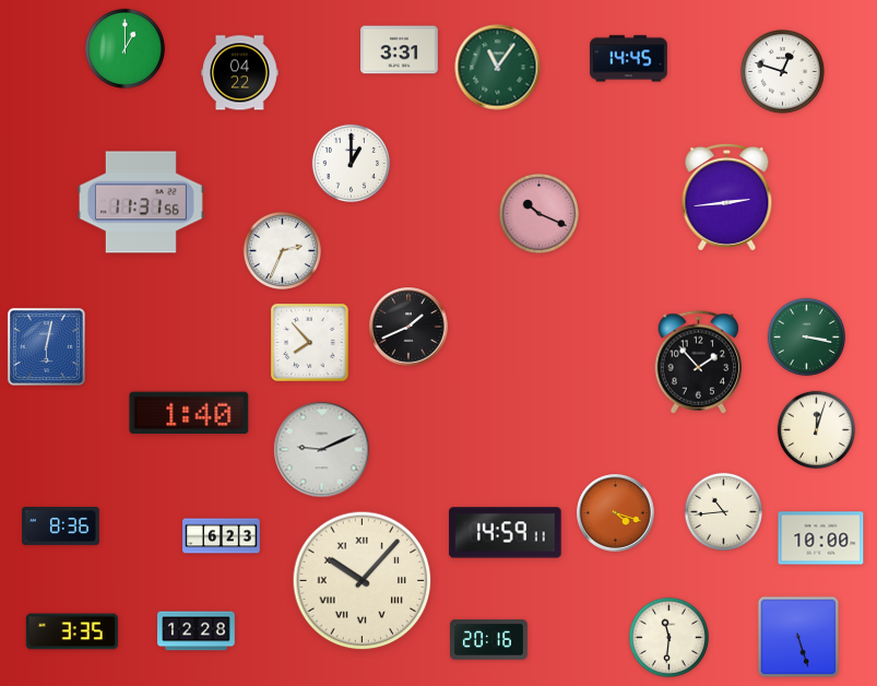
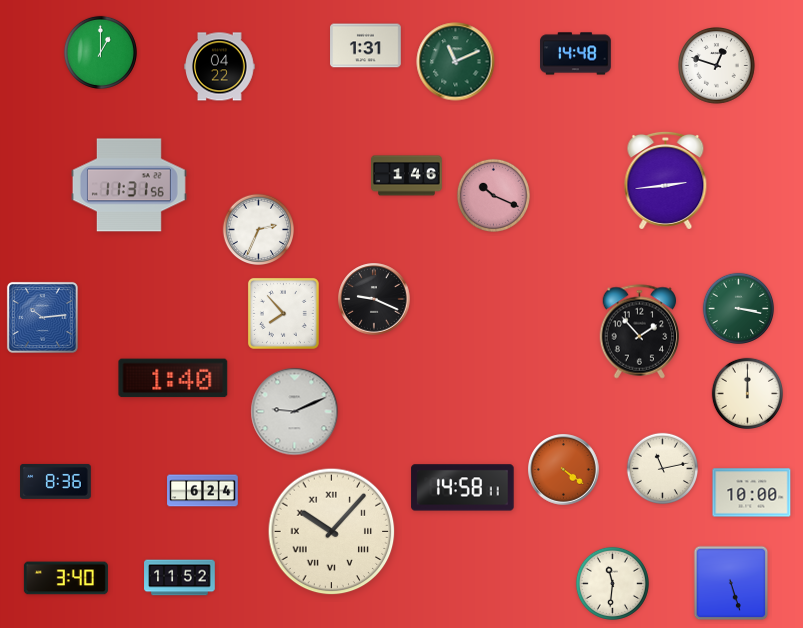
clock at (125, 48) position: (125, 48) -> (100, 52)
clock at (400, 50): 3:31 -> 1:31
clock at (629, 59): 14:45 -> 14:48
clock at (498, 68): 11:06 -> 11:11
clock at (352, 164): 1:00 -> none
clock at (407, 176): none -> 1:46
clock at (408, 327): 1:41 -> 9:19
clock at (46, 346): 6:02 -> 10:14
clock at (817, 430): 12:03 -> 12:00
clock at (724, 512): 10:44 -> 11:13
clock at (616, 513): 4:18 -> 4:21
clock at (506, 533): 14:59 -> 14:58
clock at (222, 536): 6:23 -> 6:24
clock at (72, 631): 3:35 -> 3:40
clock at (197, 631): 12:28 -> 11:52
clock at (489, 640): 20:16 -> none
